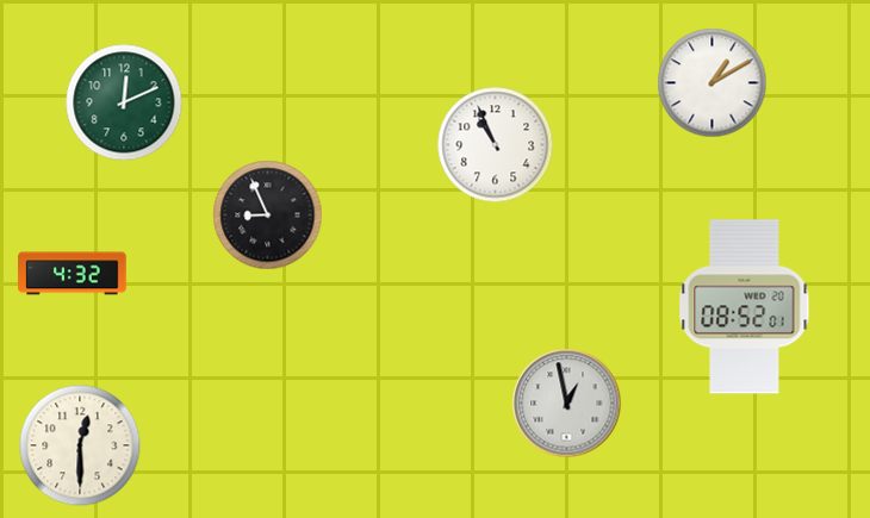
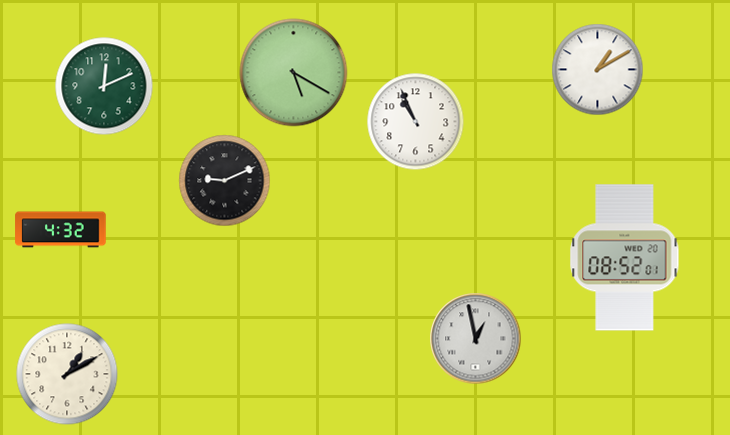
clock at (294, 73): none -> 5:20
clock at (268, 216): 8:56 -> 9:11
clock at (80, 445): 12:30 -> 1:10
